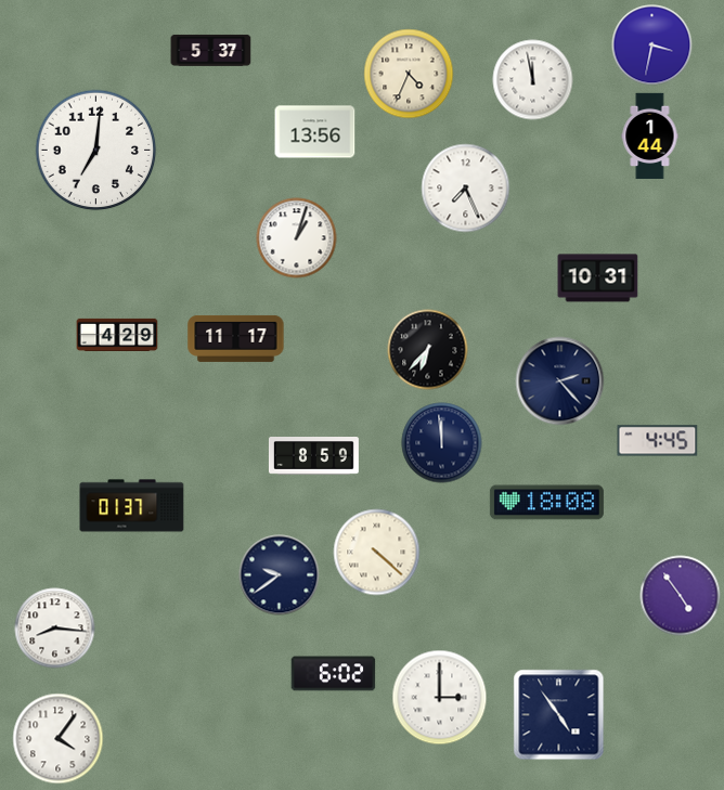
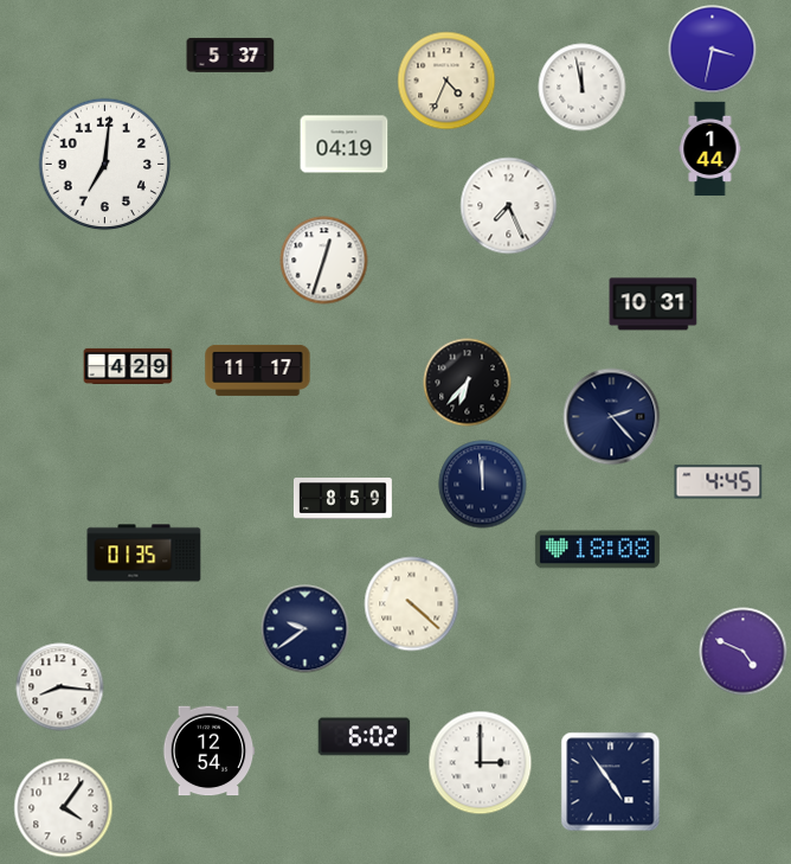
clock at (315, 132): 13:56 -> 04:19
clock at (297, 238): 1:03 -> 12:33
clock at (132, 506): 01:37 -> 01:35
clock at (681, 596): 4:54 -> 4:49
clock at (208, 751): none -> 12:54
